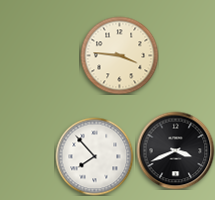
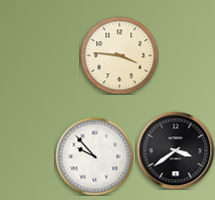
clock at (175, 150): 3:41 -> 3:39
clock at (94, 156): 7:53 -> 9:53
